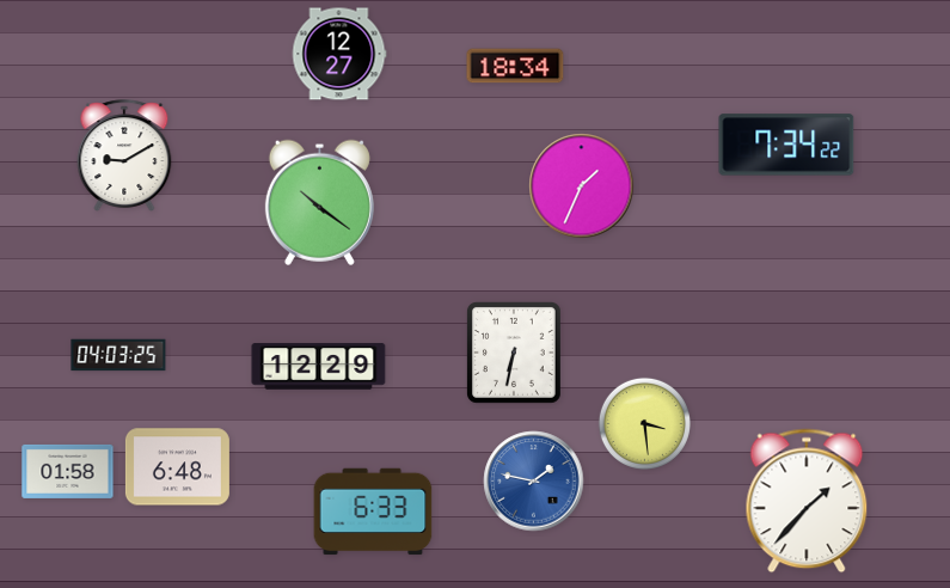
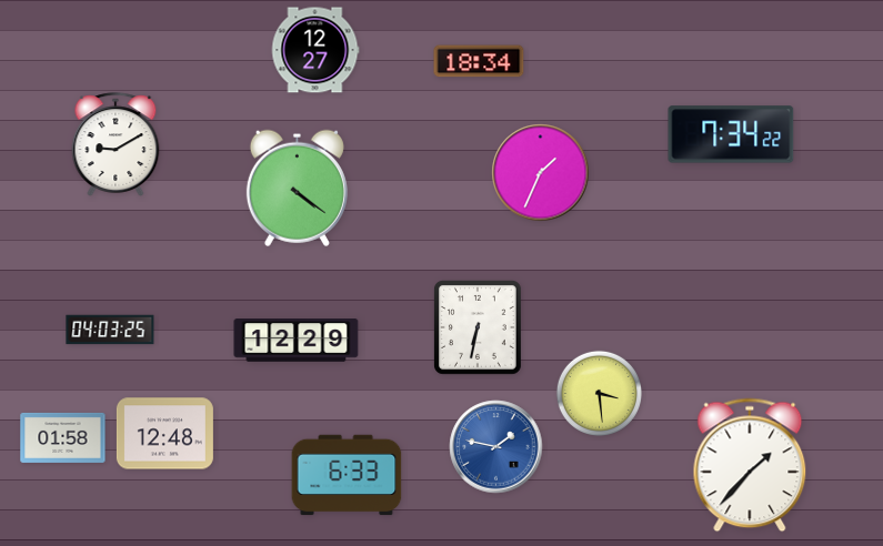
clock at (319, 202): 10:21 -> 4:21
clock at (177, 467): 6:48 -> 12:48
